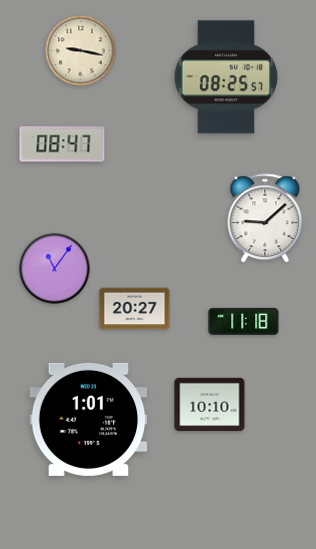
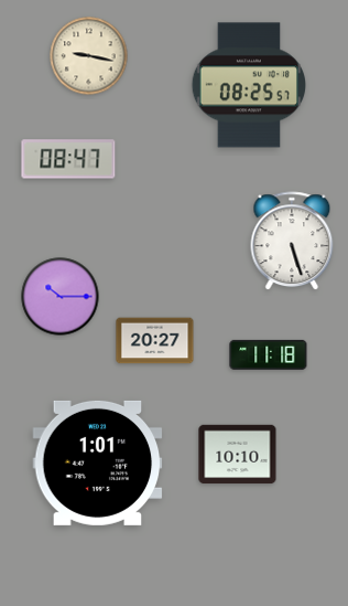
clock at (265, 219): 9:08 -> 5:27
clock at (55, 269): 11:06 -> 10:15
clock at (135, 309) position: (135, 309) -> (155, 341)
clock at (210, 405) position: (210, 405) -> (238, 455)
